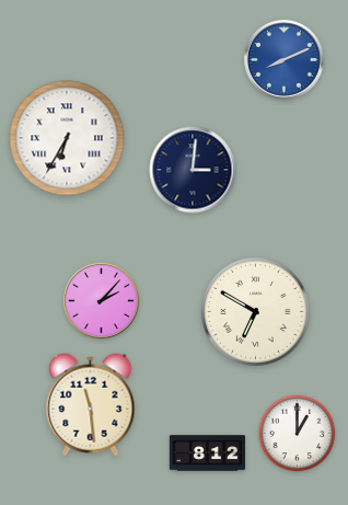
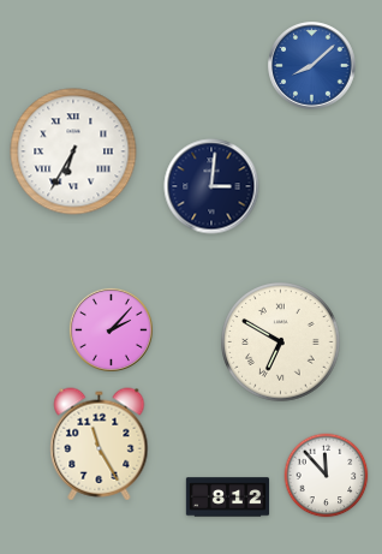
clock at (285, 60): 8:11 -> 8:08
clock at (91, 405): 11:29 -> 11:25
clock at (298, 434): 1:00 -> 11:53
